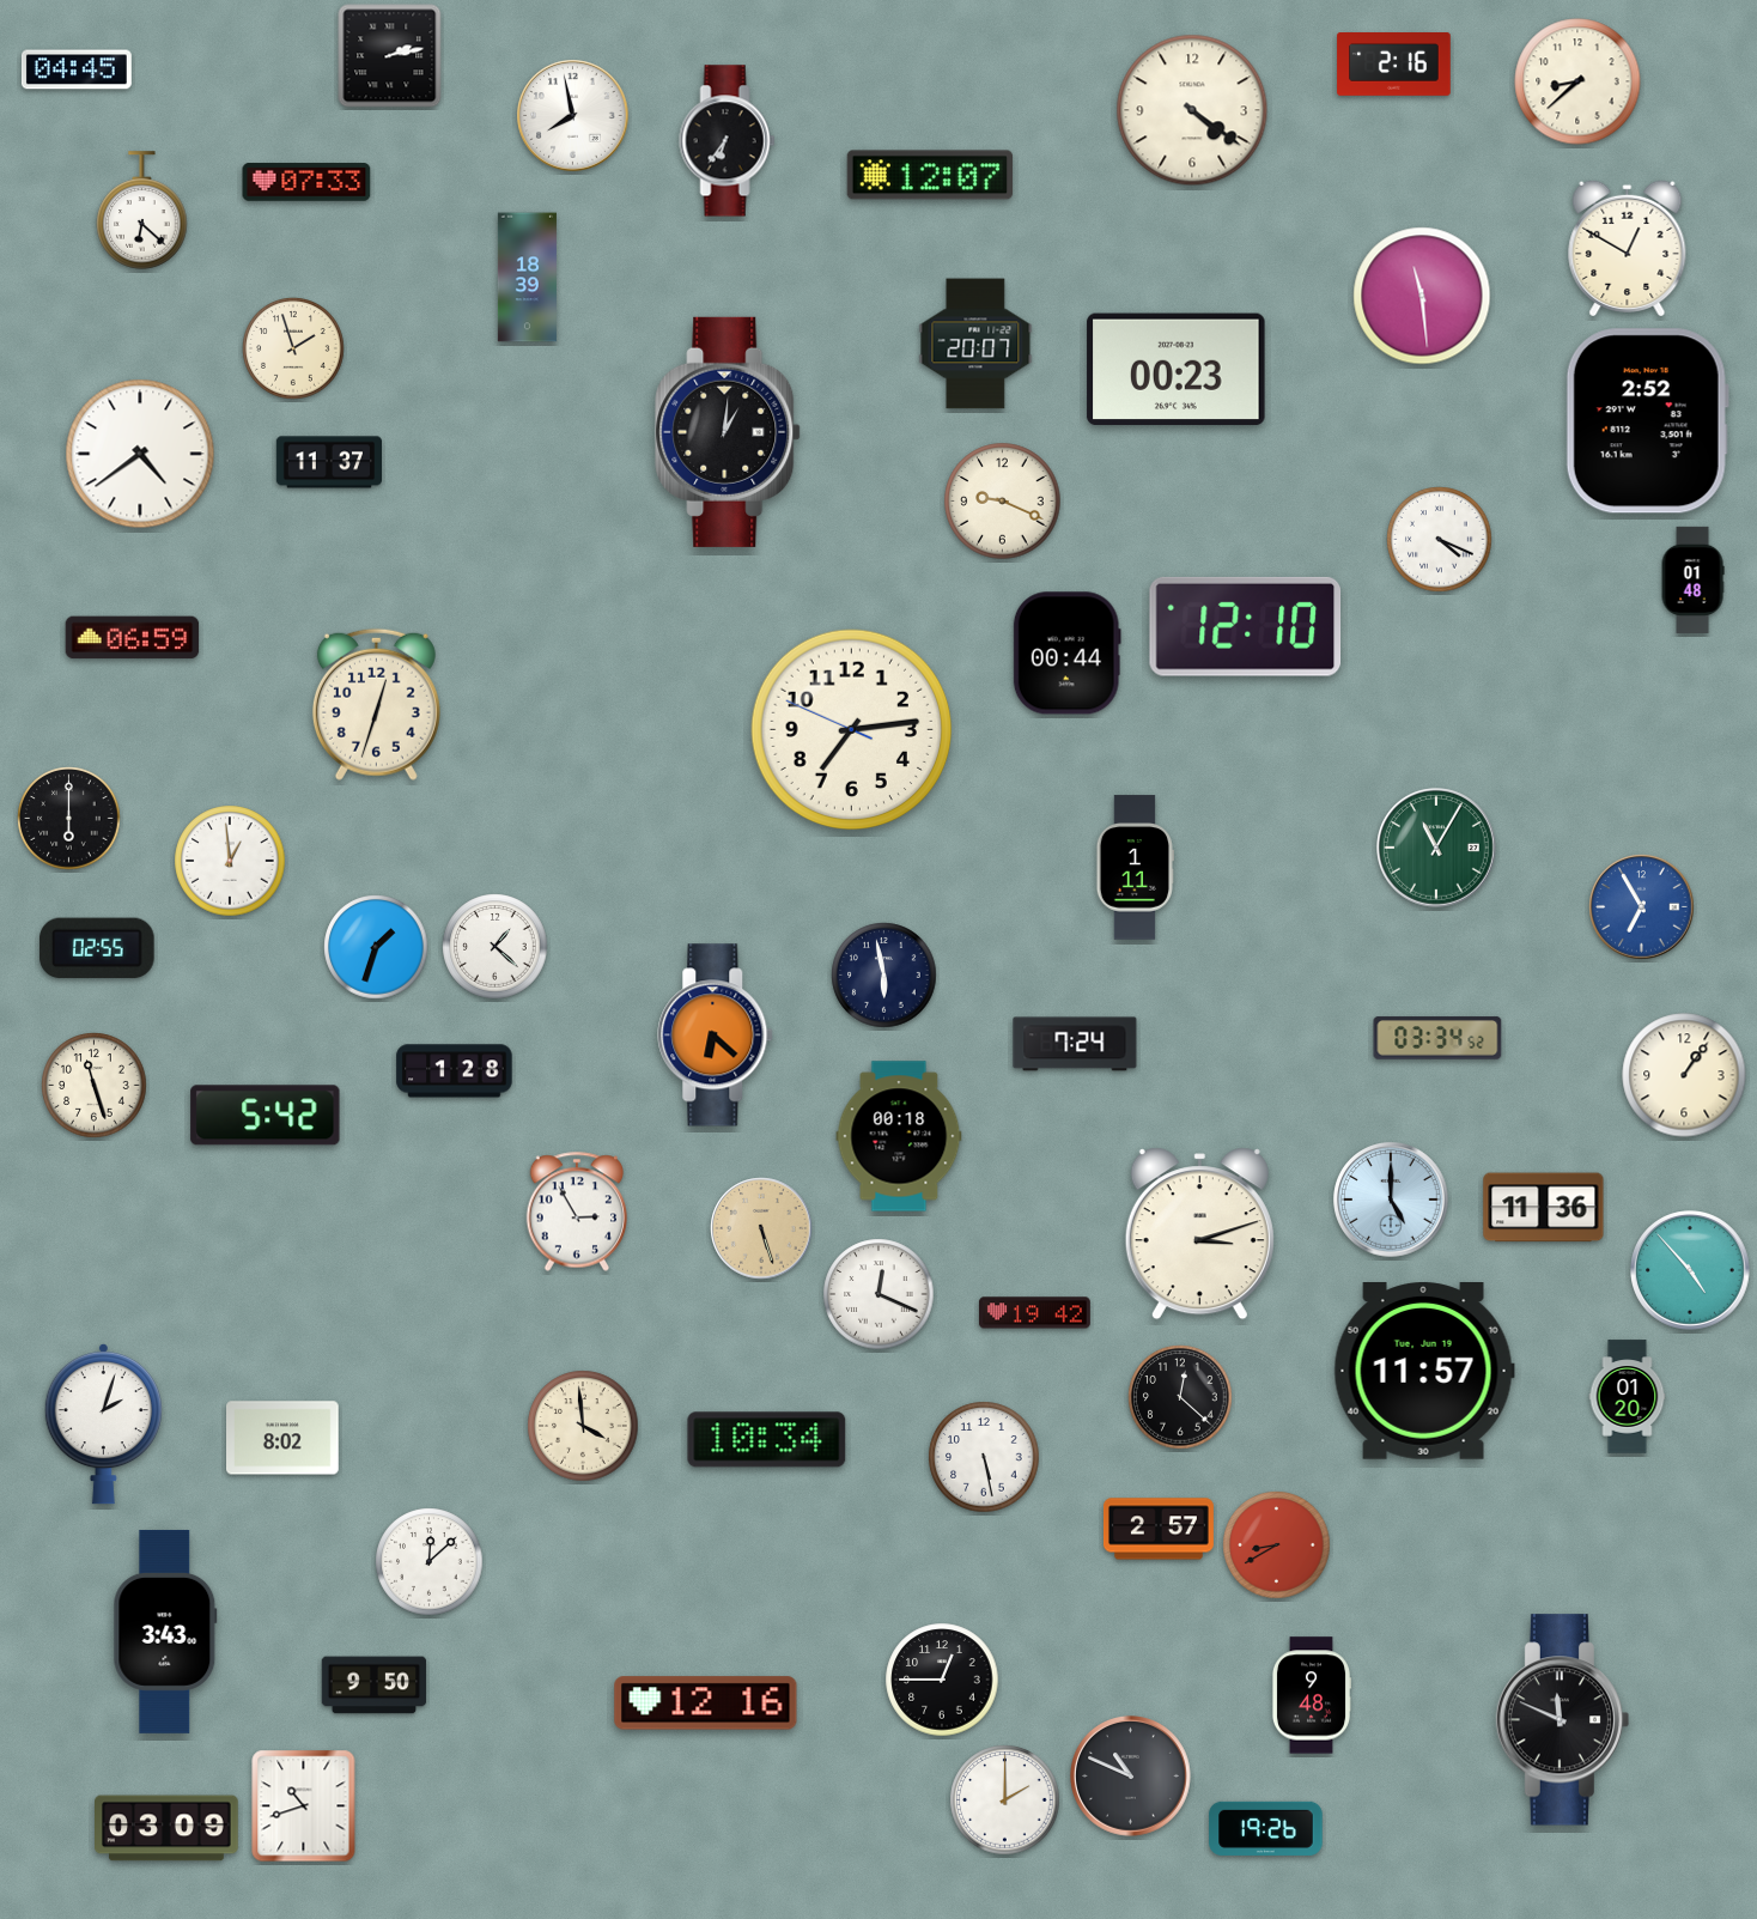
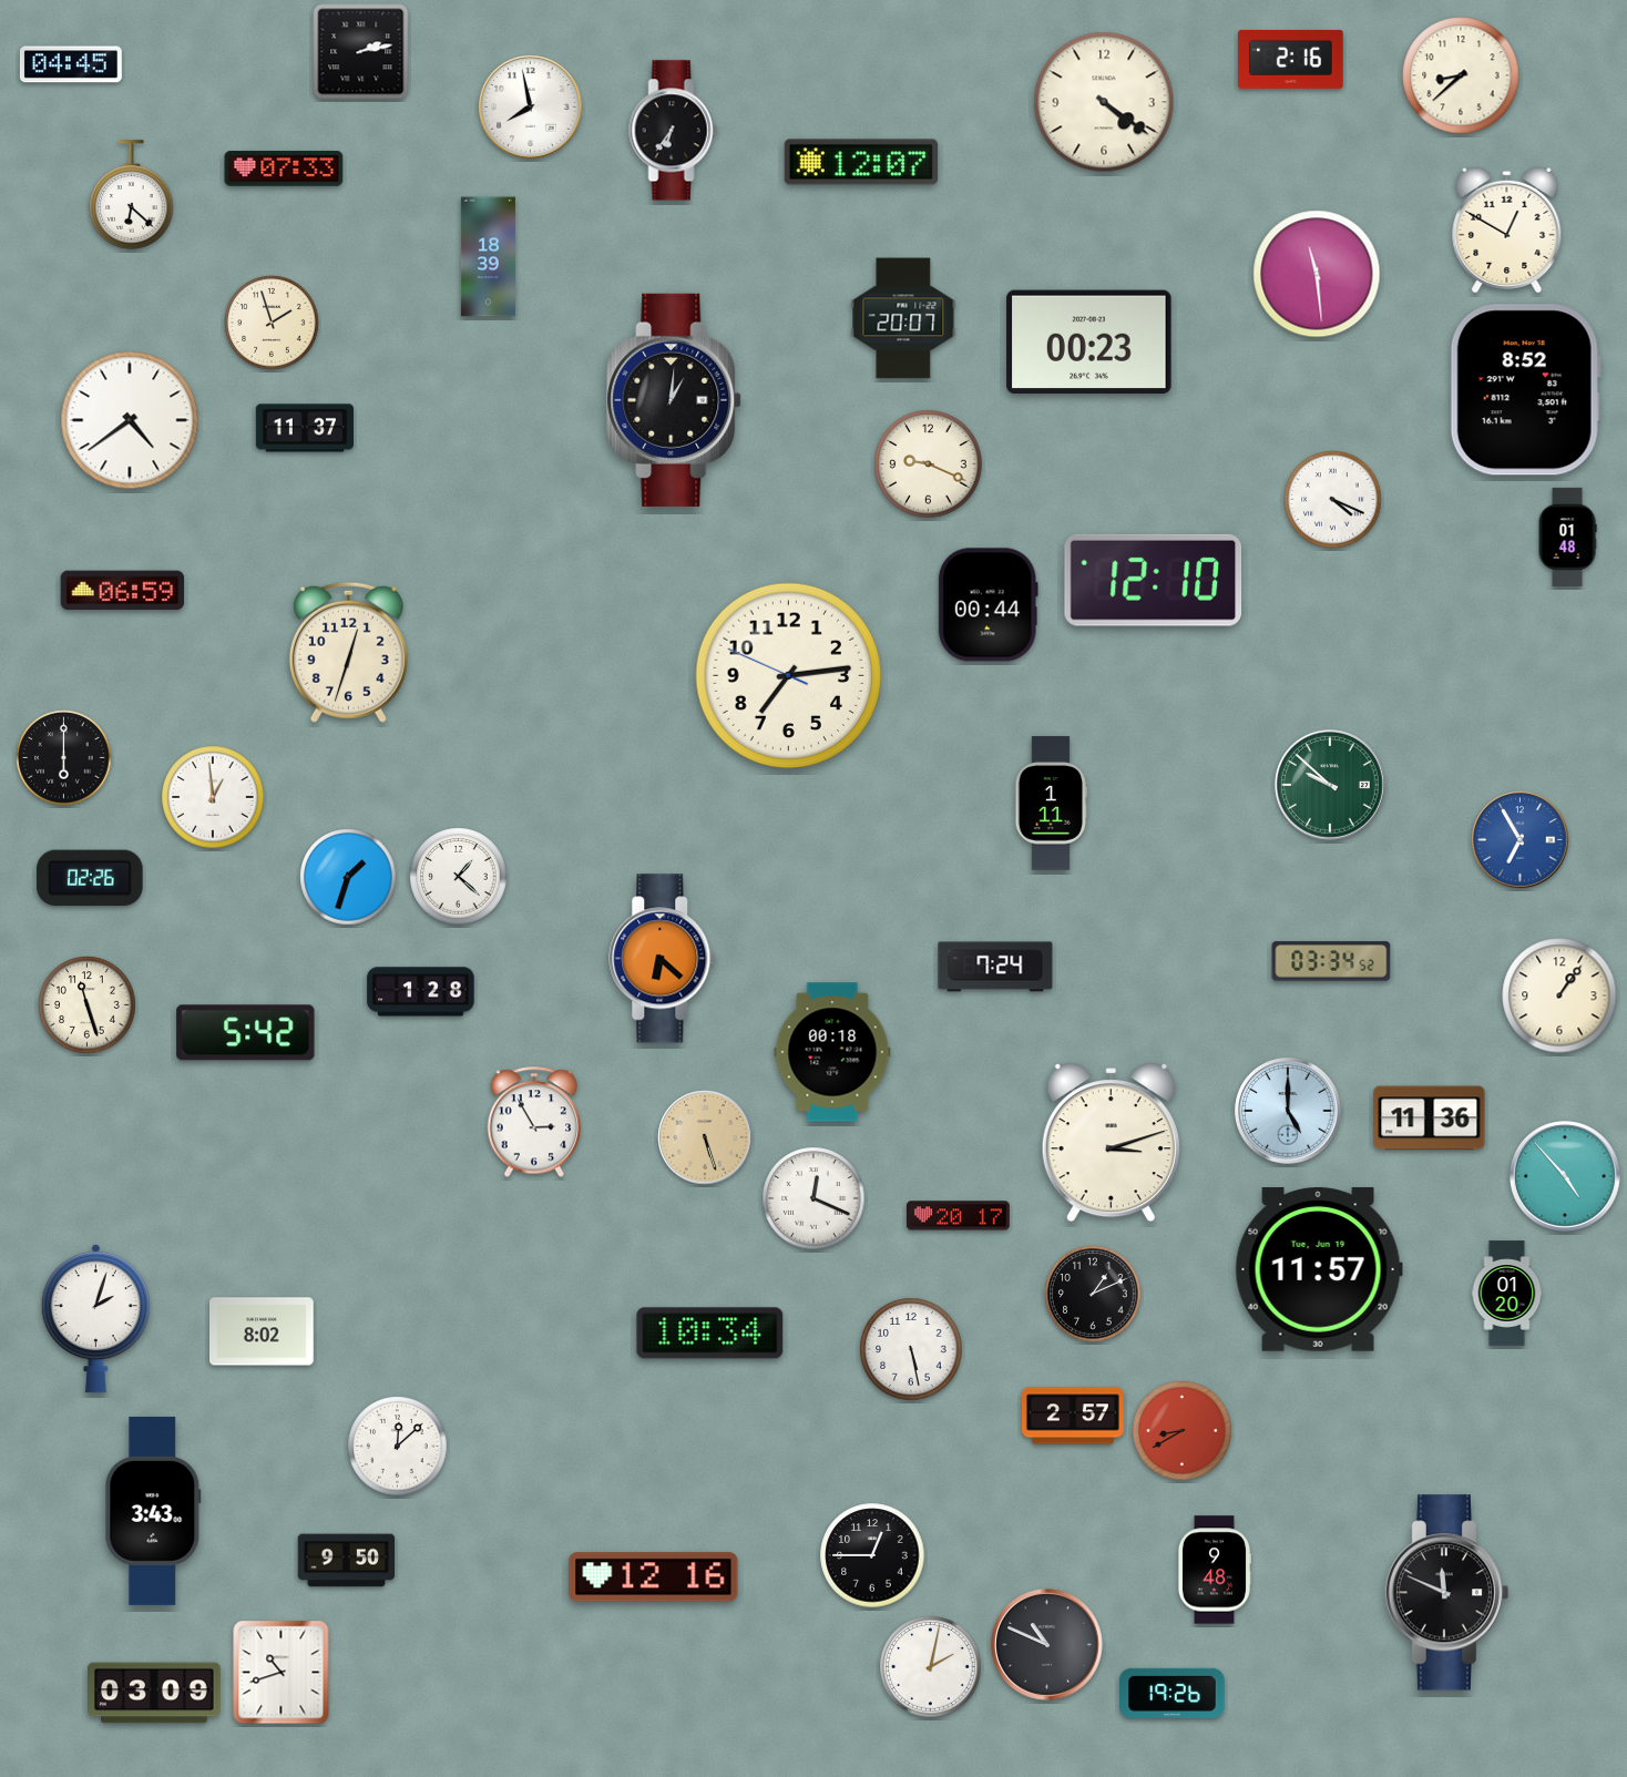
clock at (1647, 421): 2:52 -> 8:52
clock at (1436, 848): 11:05 -> 9:52
clock at (97, 948): 02:55 -> 02:26
clock at (884, 976): 5:58 -> none
clock at (1035, 1313): 19:42 -> 20:17
clock at (1180, 1397): 12:22 -> 1:11
clock at (583, 1426): 3:59 -> none
clock at (1005, 1800): 2:00 -> 2:02
